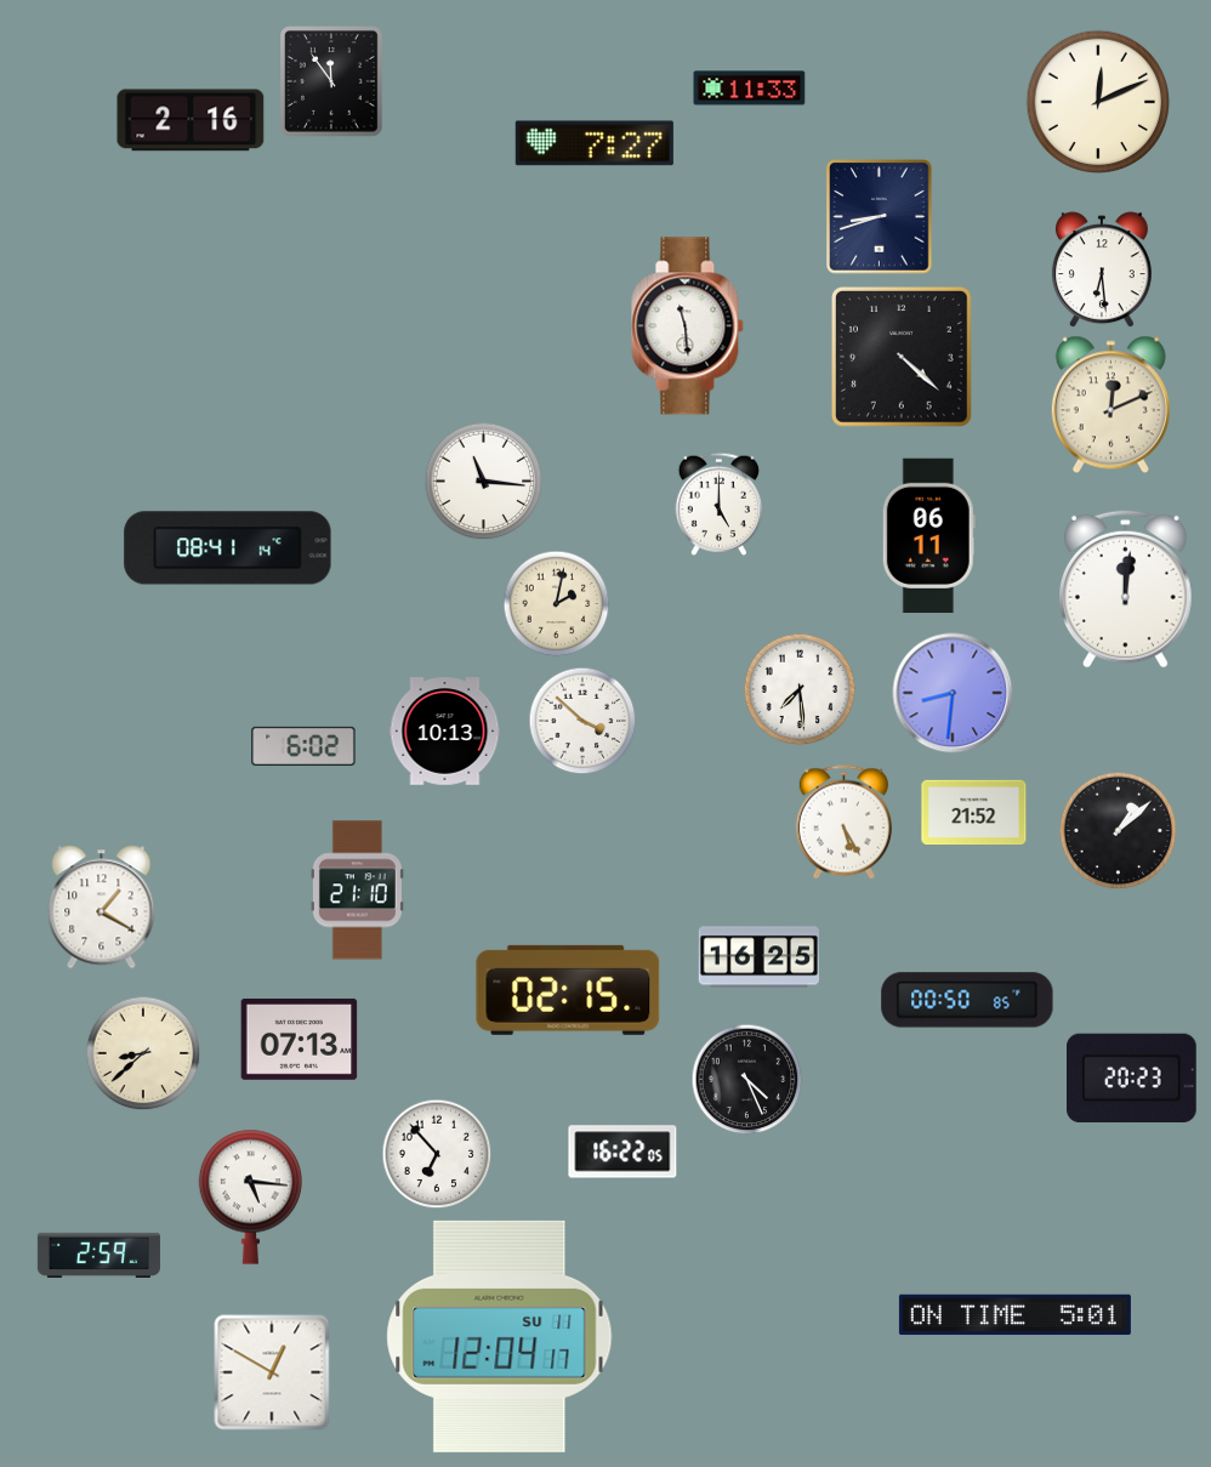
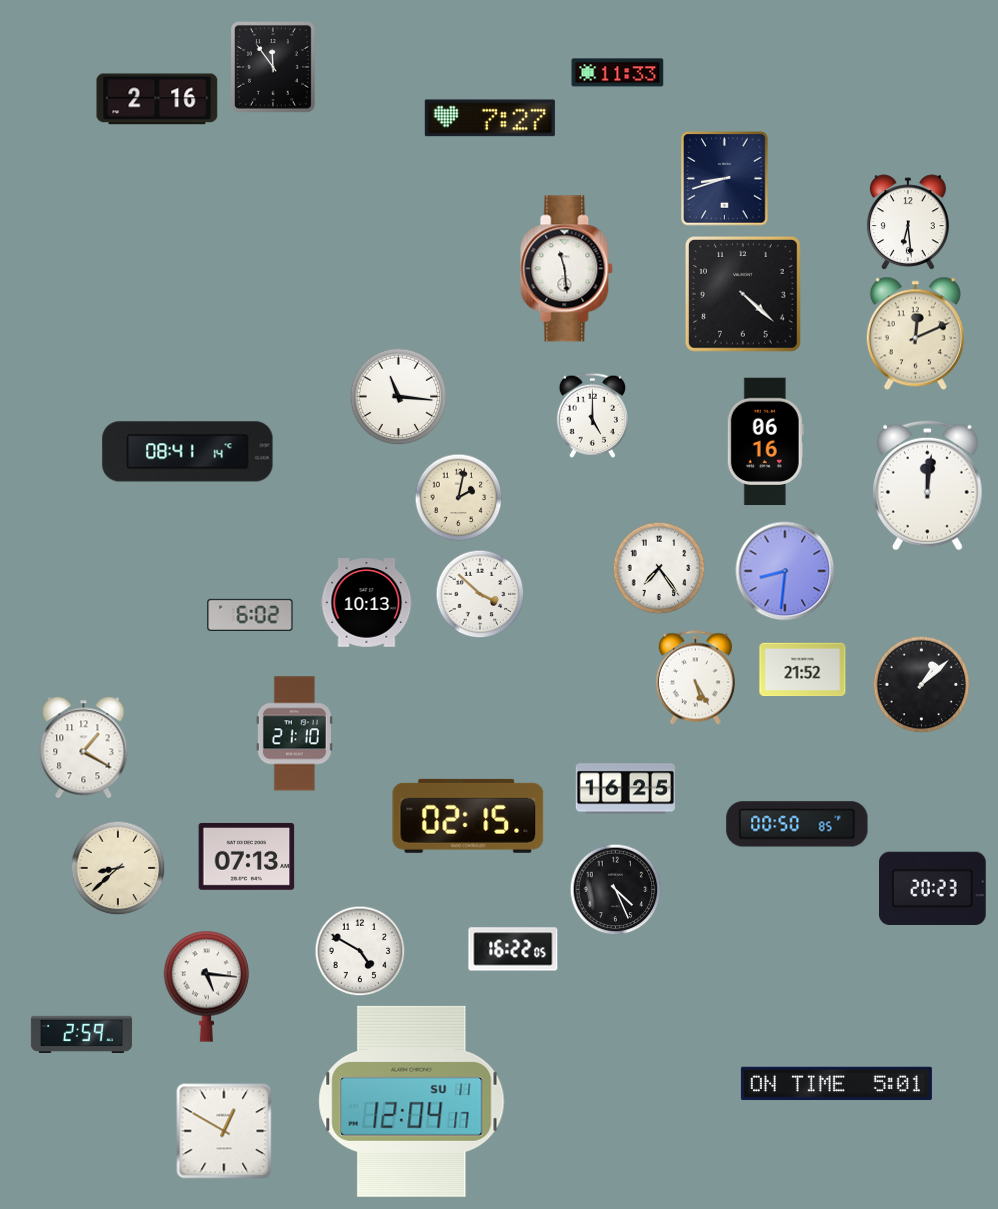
clock at (1098, 102): 12:11 -> none
clock at (928, 536): 06:11 -> 06:16
clock at (800, 689): 7:29 -> 7:24
clock at (437, 1154): 6:53 -> 4:50
